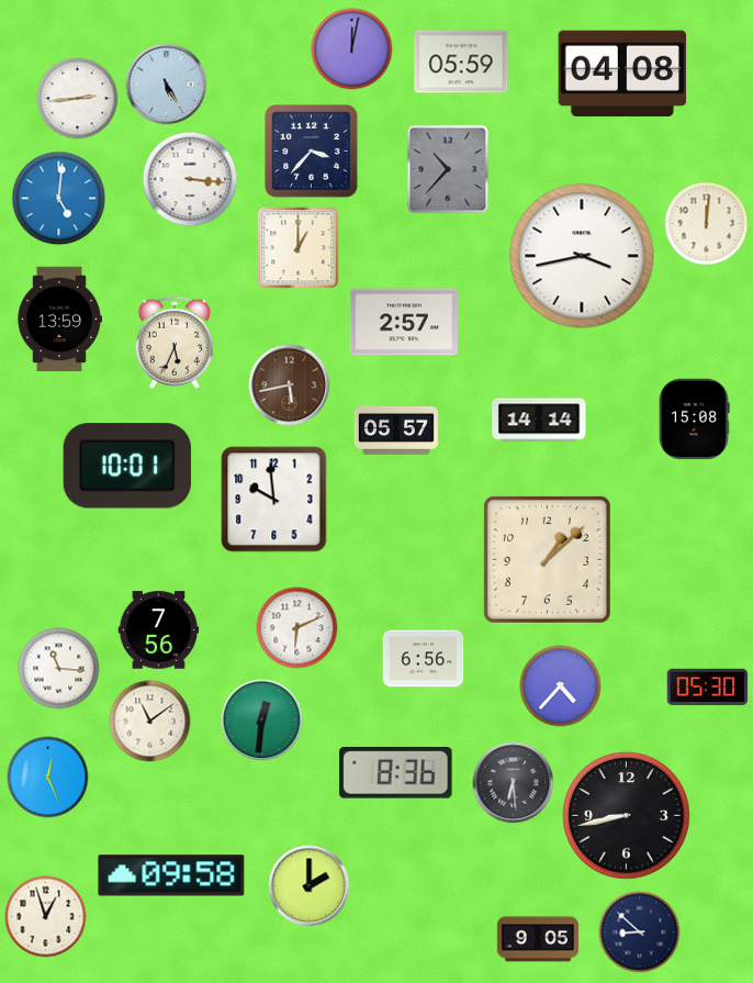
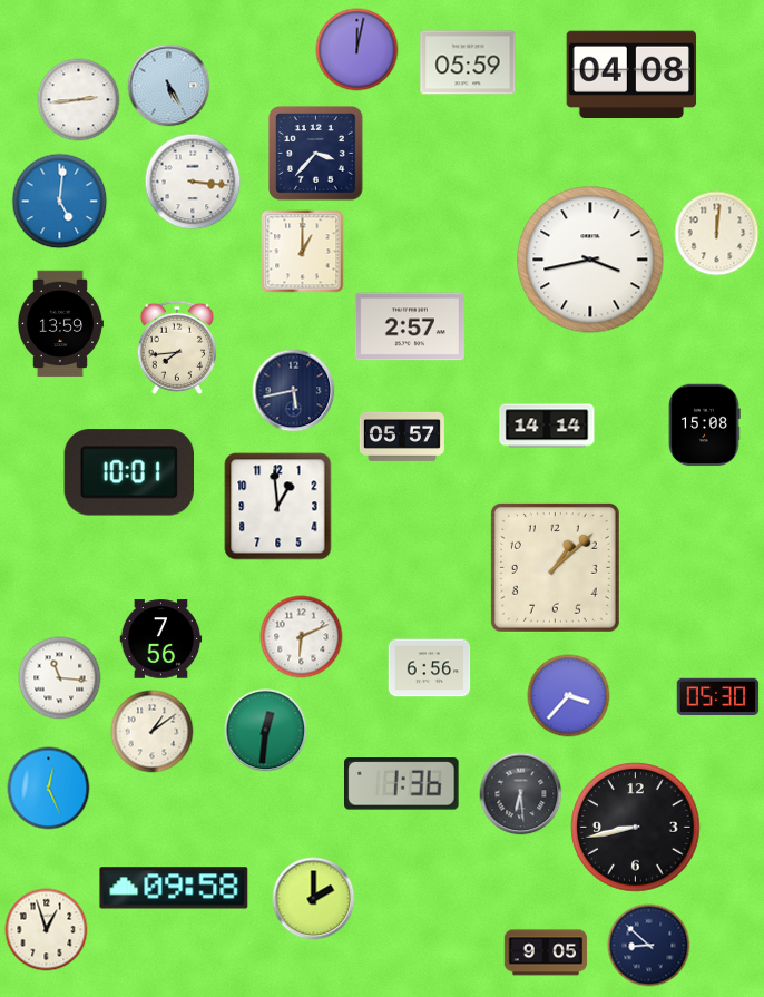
clock at (448, 169): 10:37 -> none
clock at (707, 224) position: (707, 224) -> (717, 234)
clock at (175, 343): 5:34 -> 7:44
clock at (290, 386) dial: brown -> navy
clock at (274, 500): 9:59 -> 12:59
clock at (561, 686): 4:37 -> 3:37
clock at (150, 722): 11:09 -> 1:09
clock at (396, 773): 8:36 -> 1:36
